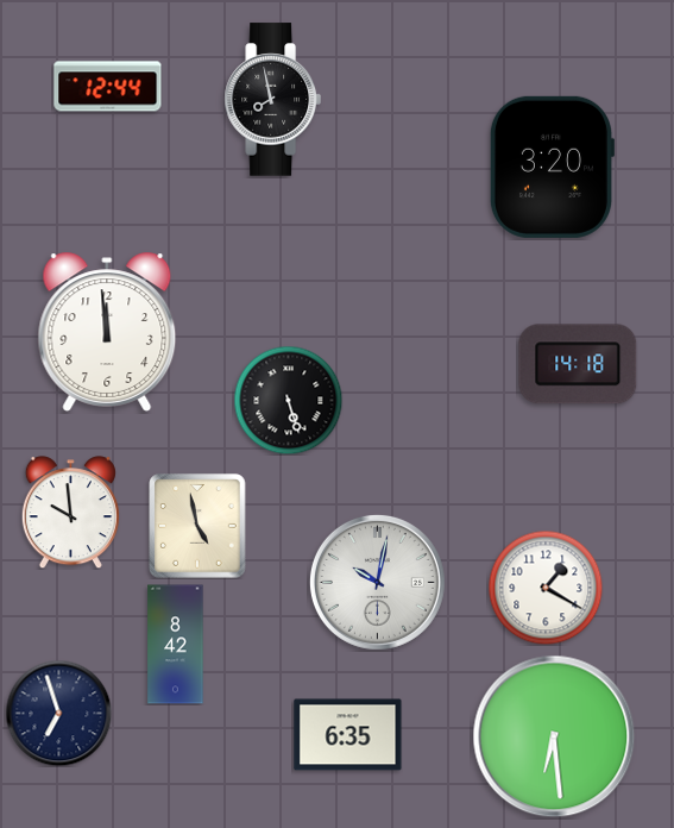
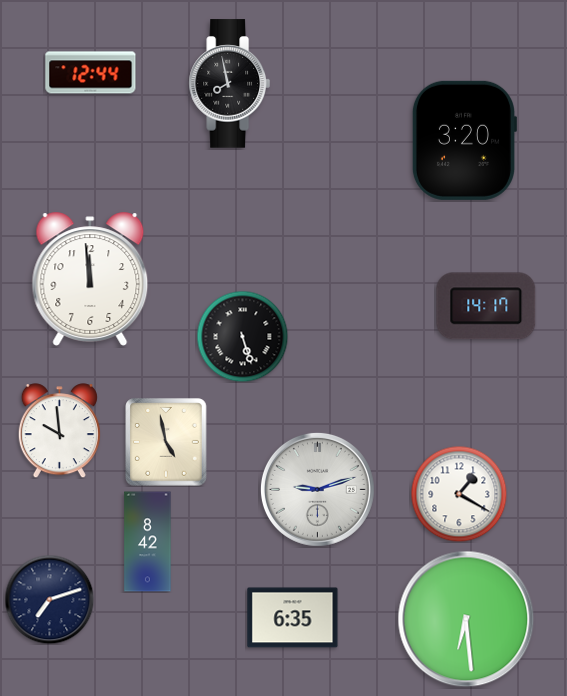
clock at (578, 364): 14:18 -> 14:17
clock at (377, 582): 10:02 -> 9:12
clock at (58, 713): 6:57 -> 7:12
